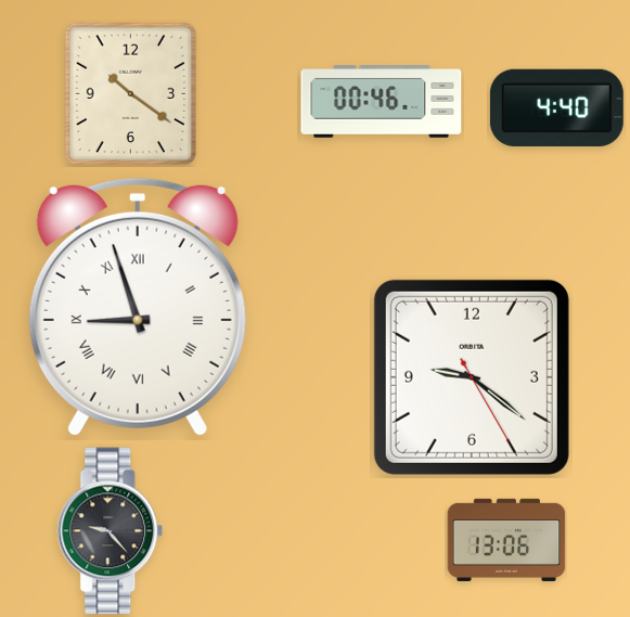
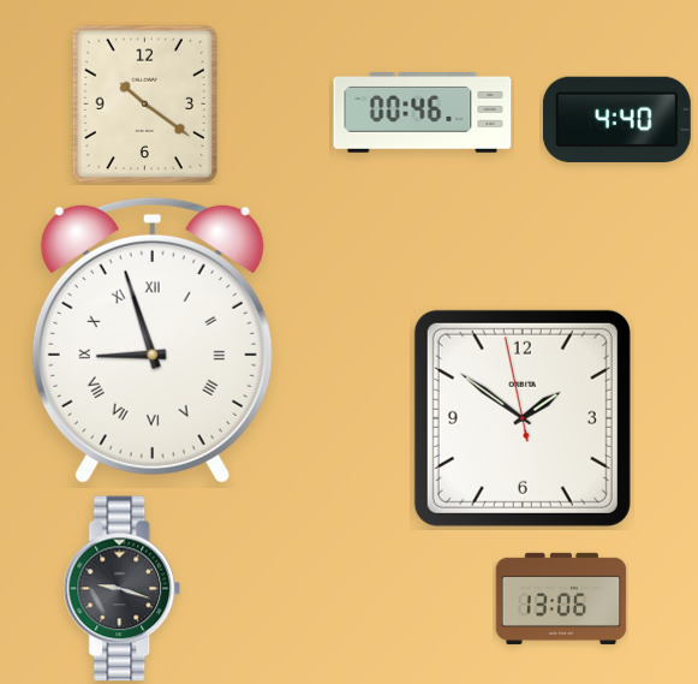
clock at (472, 377): 9:21 -> 1:50
clock at (111, 531): 9:23 -> 9:18
